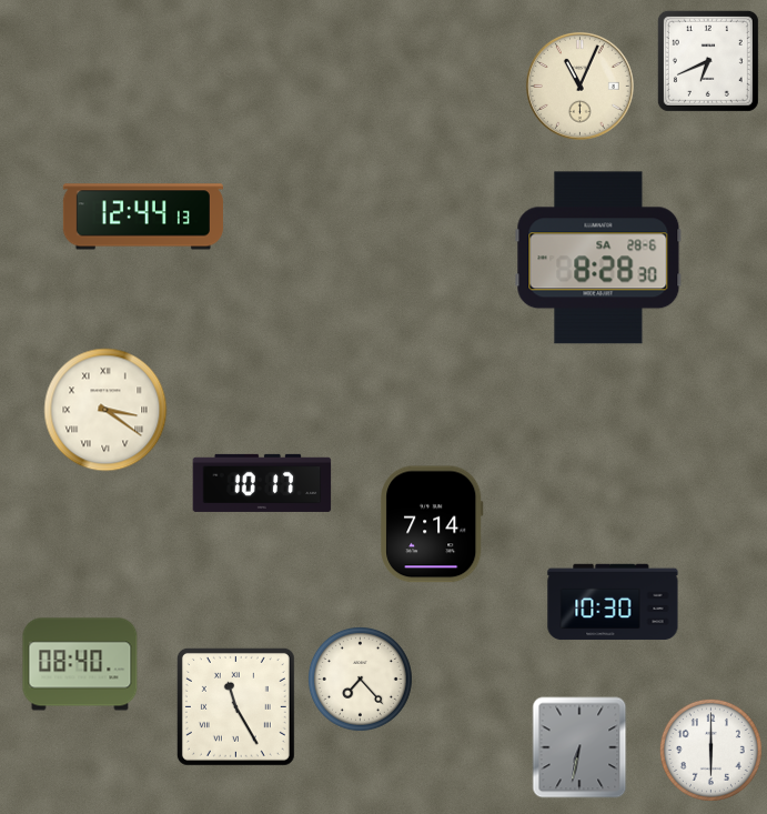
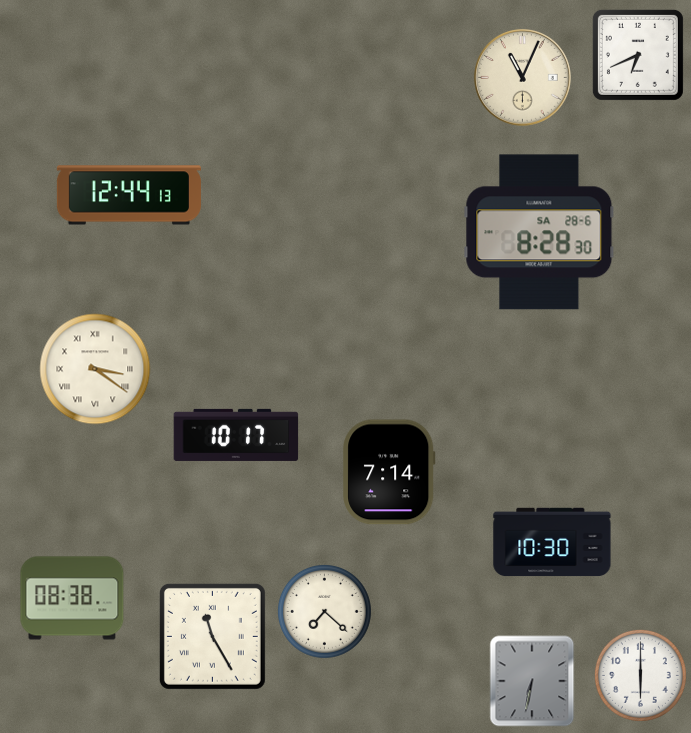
clock at (80, 664): 08:40 -> 08:38
clock at (360, 679): 7:23 -> 7:22
clock at (579, 747) position: (579, 747) -> (532, 681)
